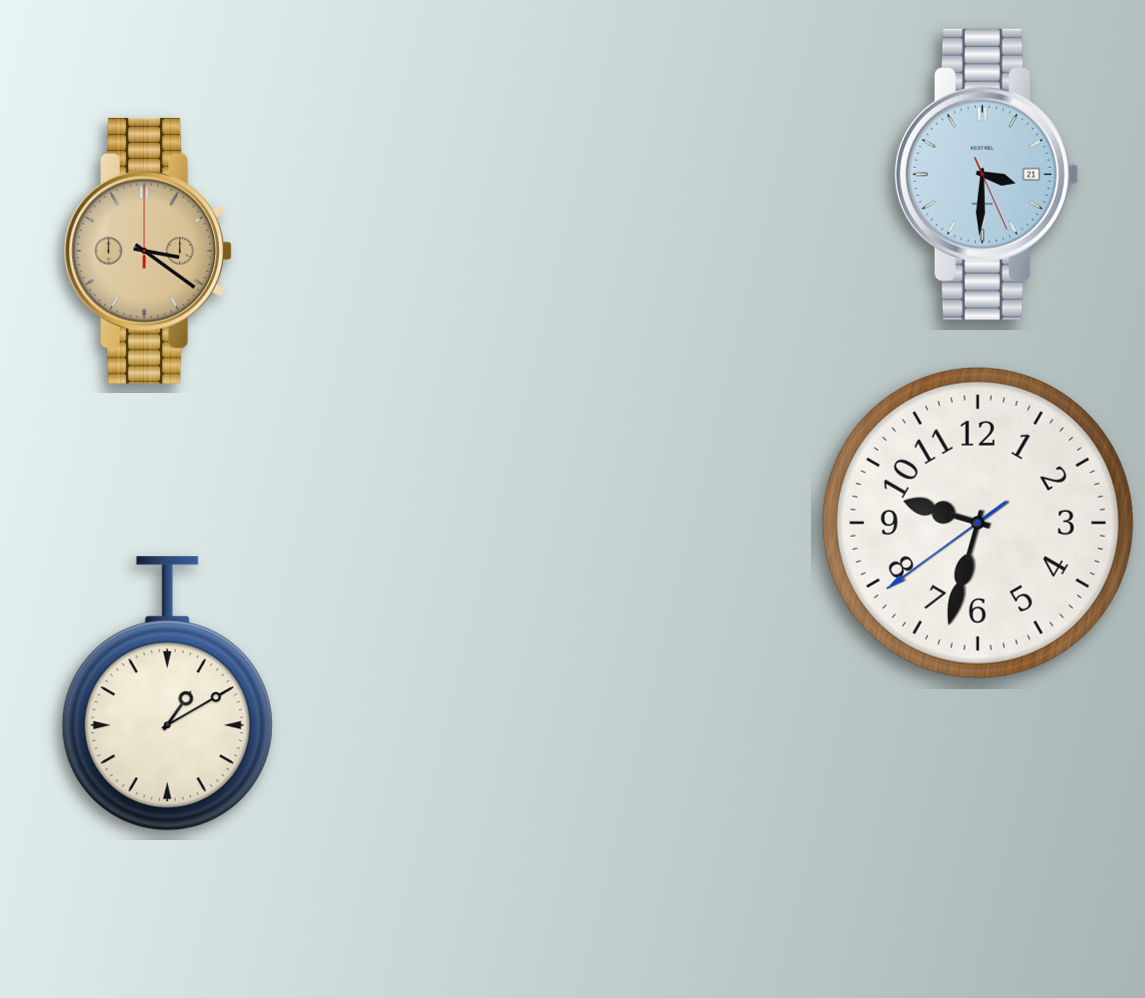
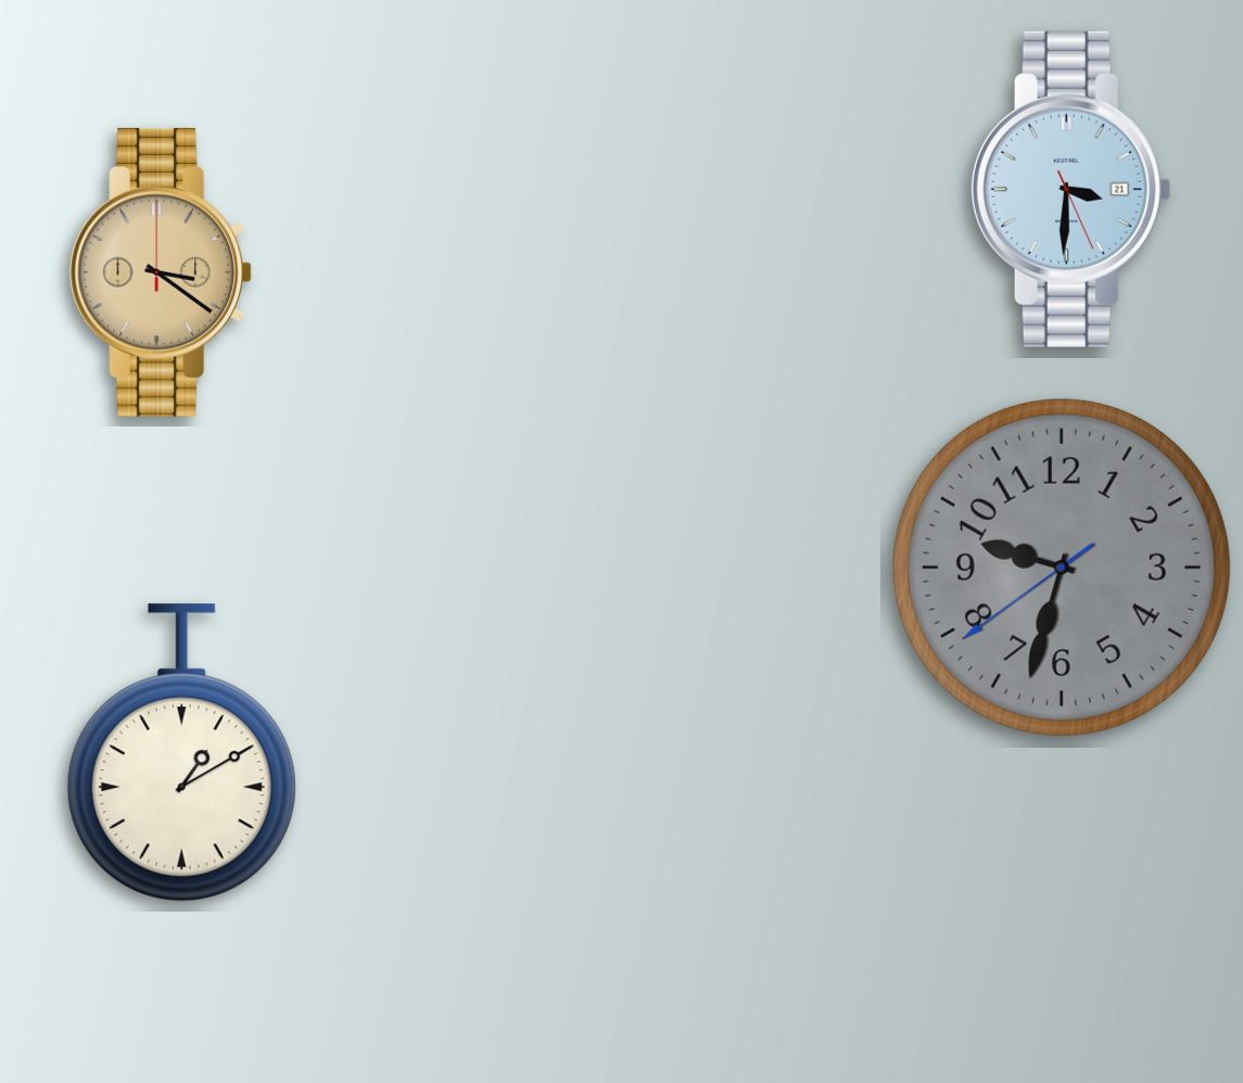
clock at (978, 523) dial: white -> grey
